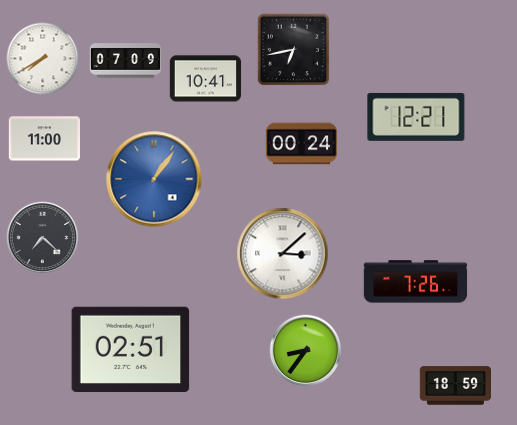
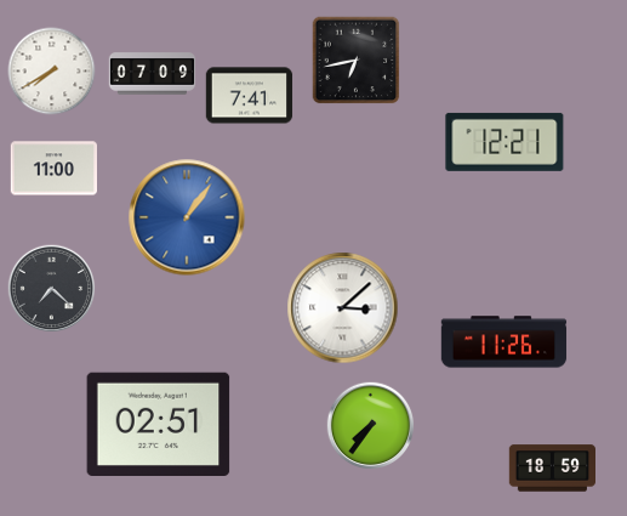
clock at (206, 79): 10:41 -> 7:41
clock at (302, 144): 00:24 -> none
clock at (416, 282): 7:26 -> 11:26
clock at (306, 351): 8:36 -> 7:36
